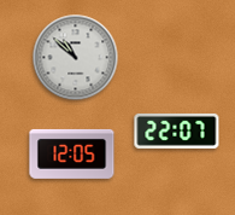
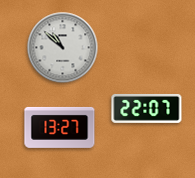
clock at (72, 153): 12:05 -> 13:27
